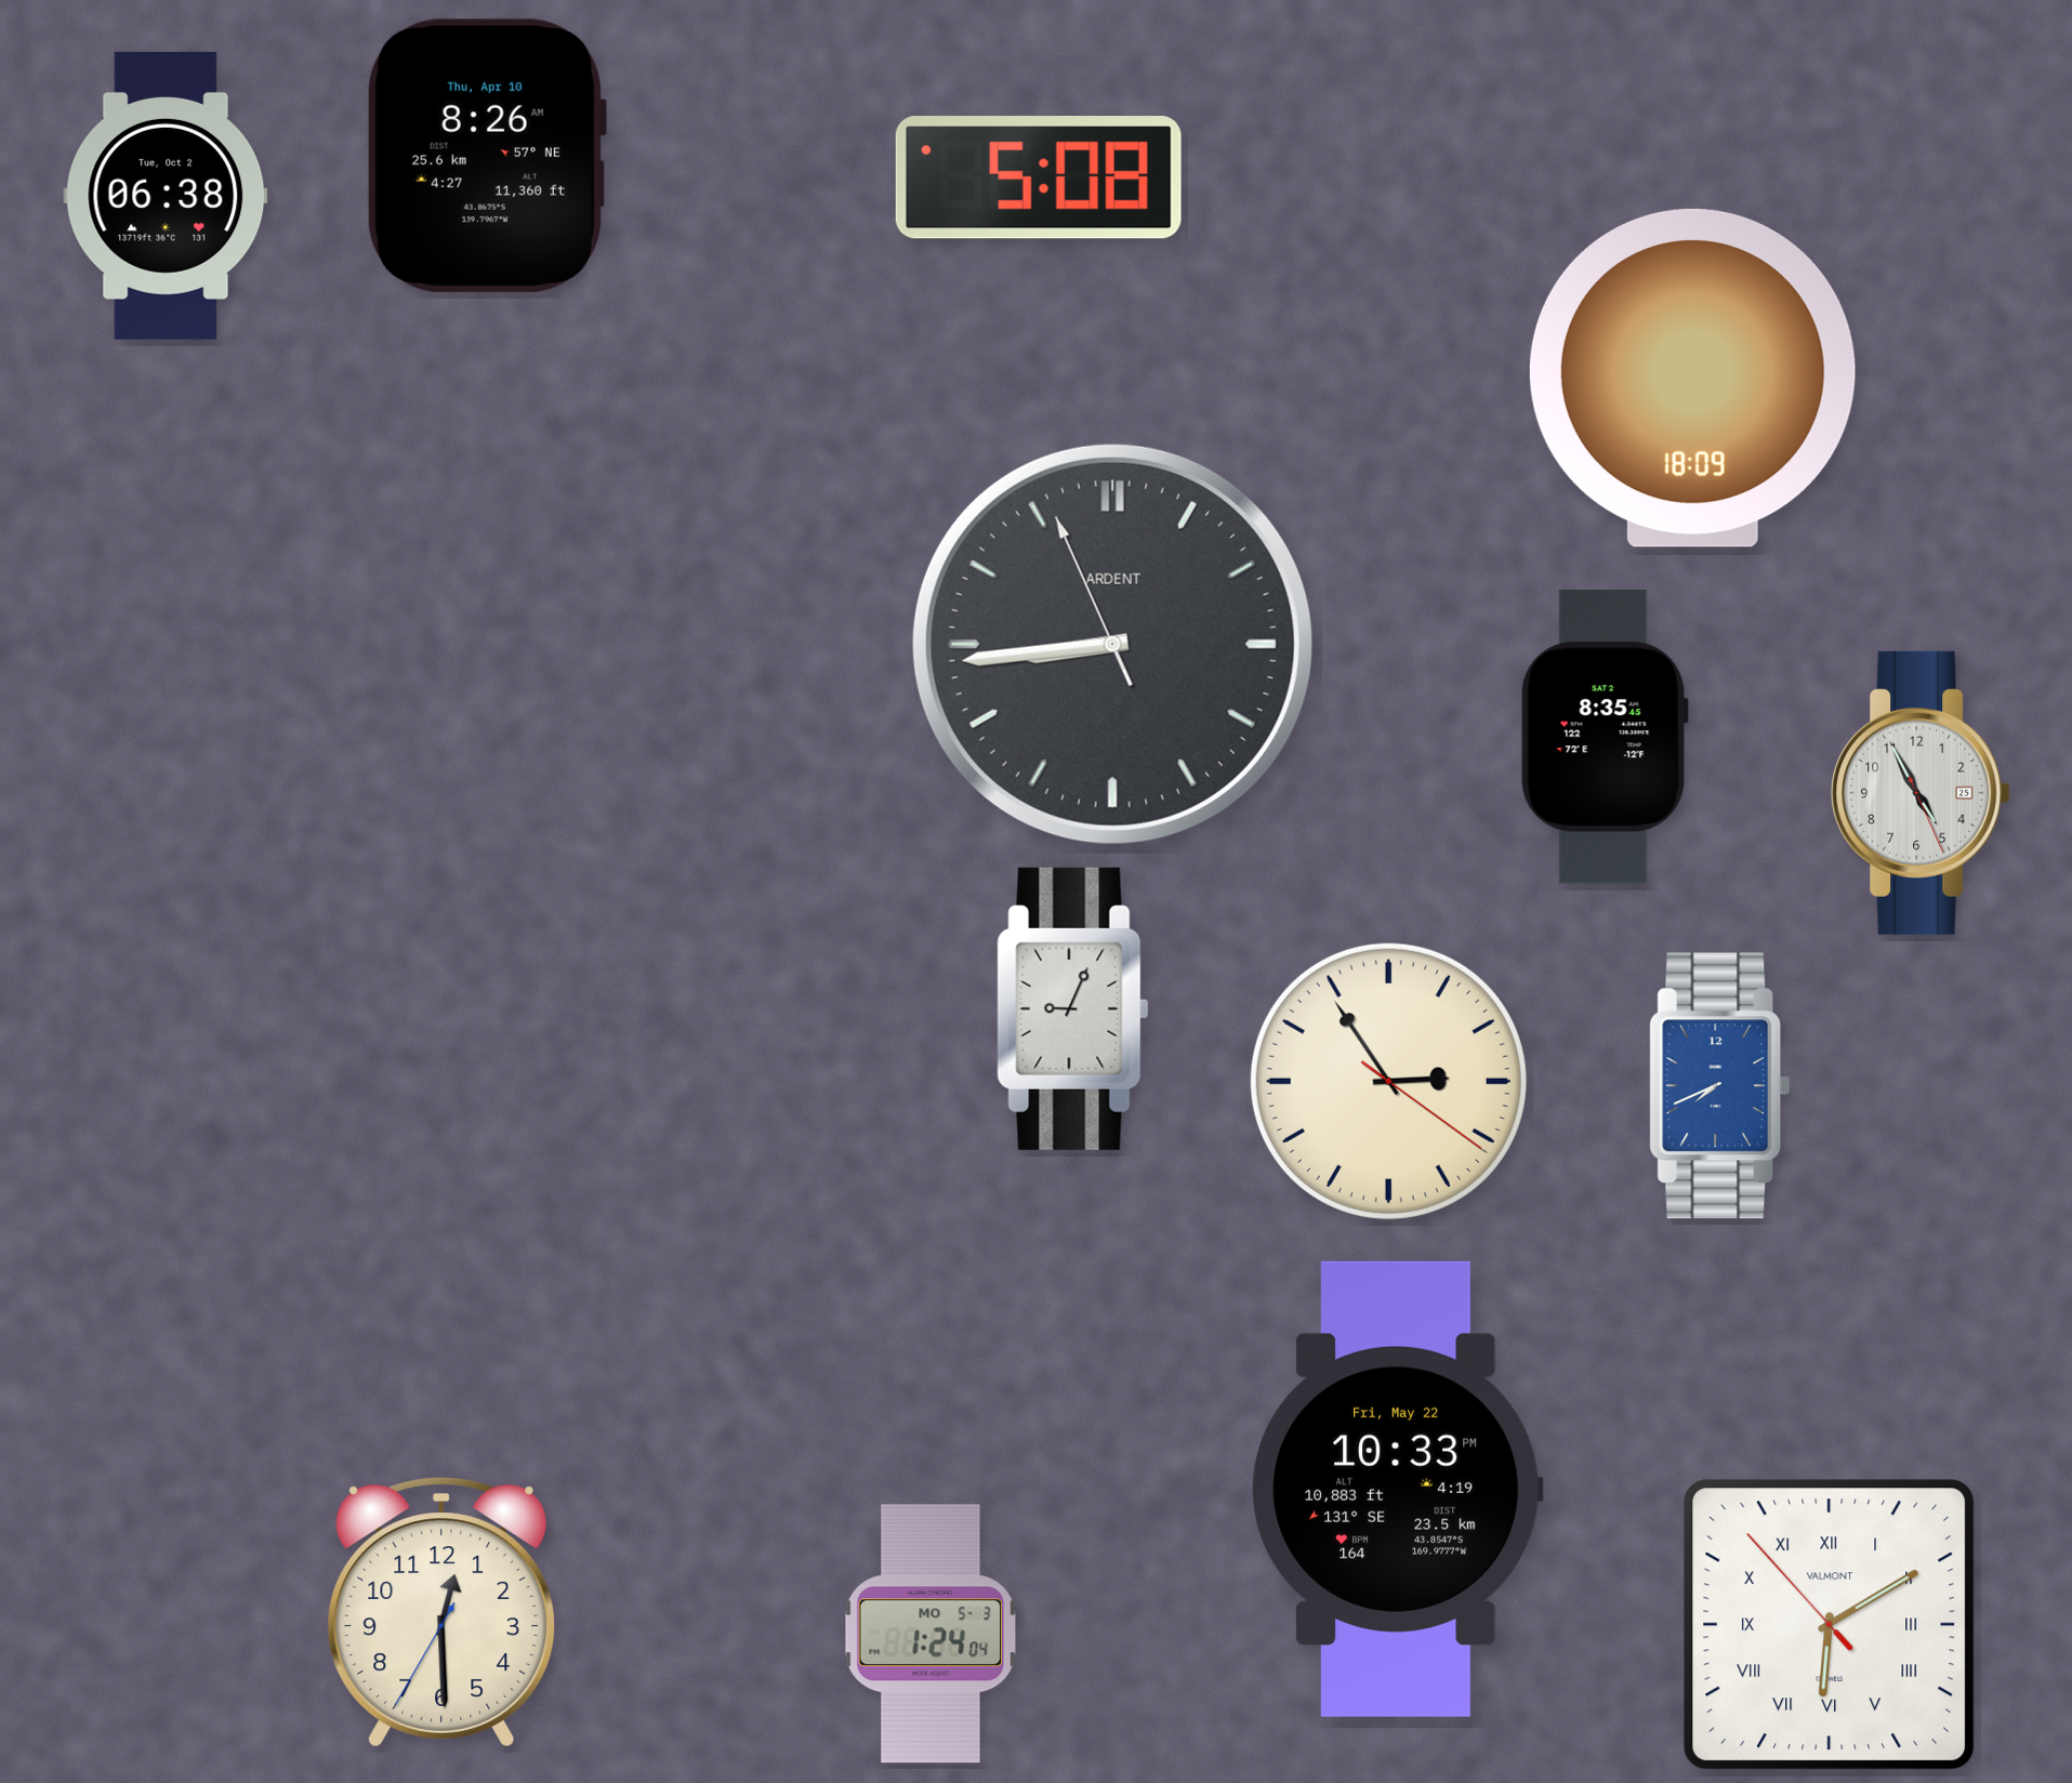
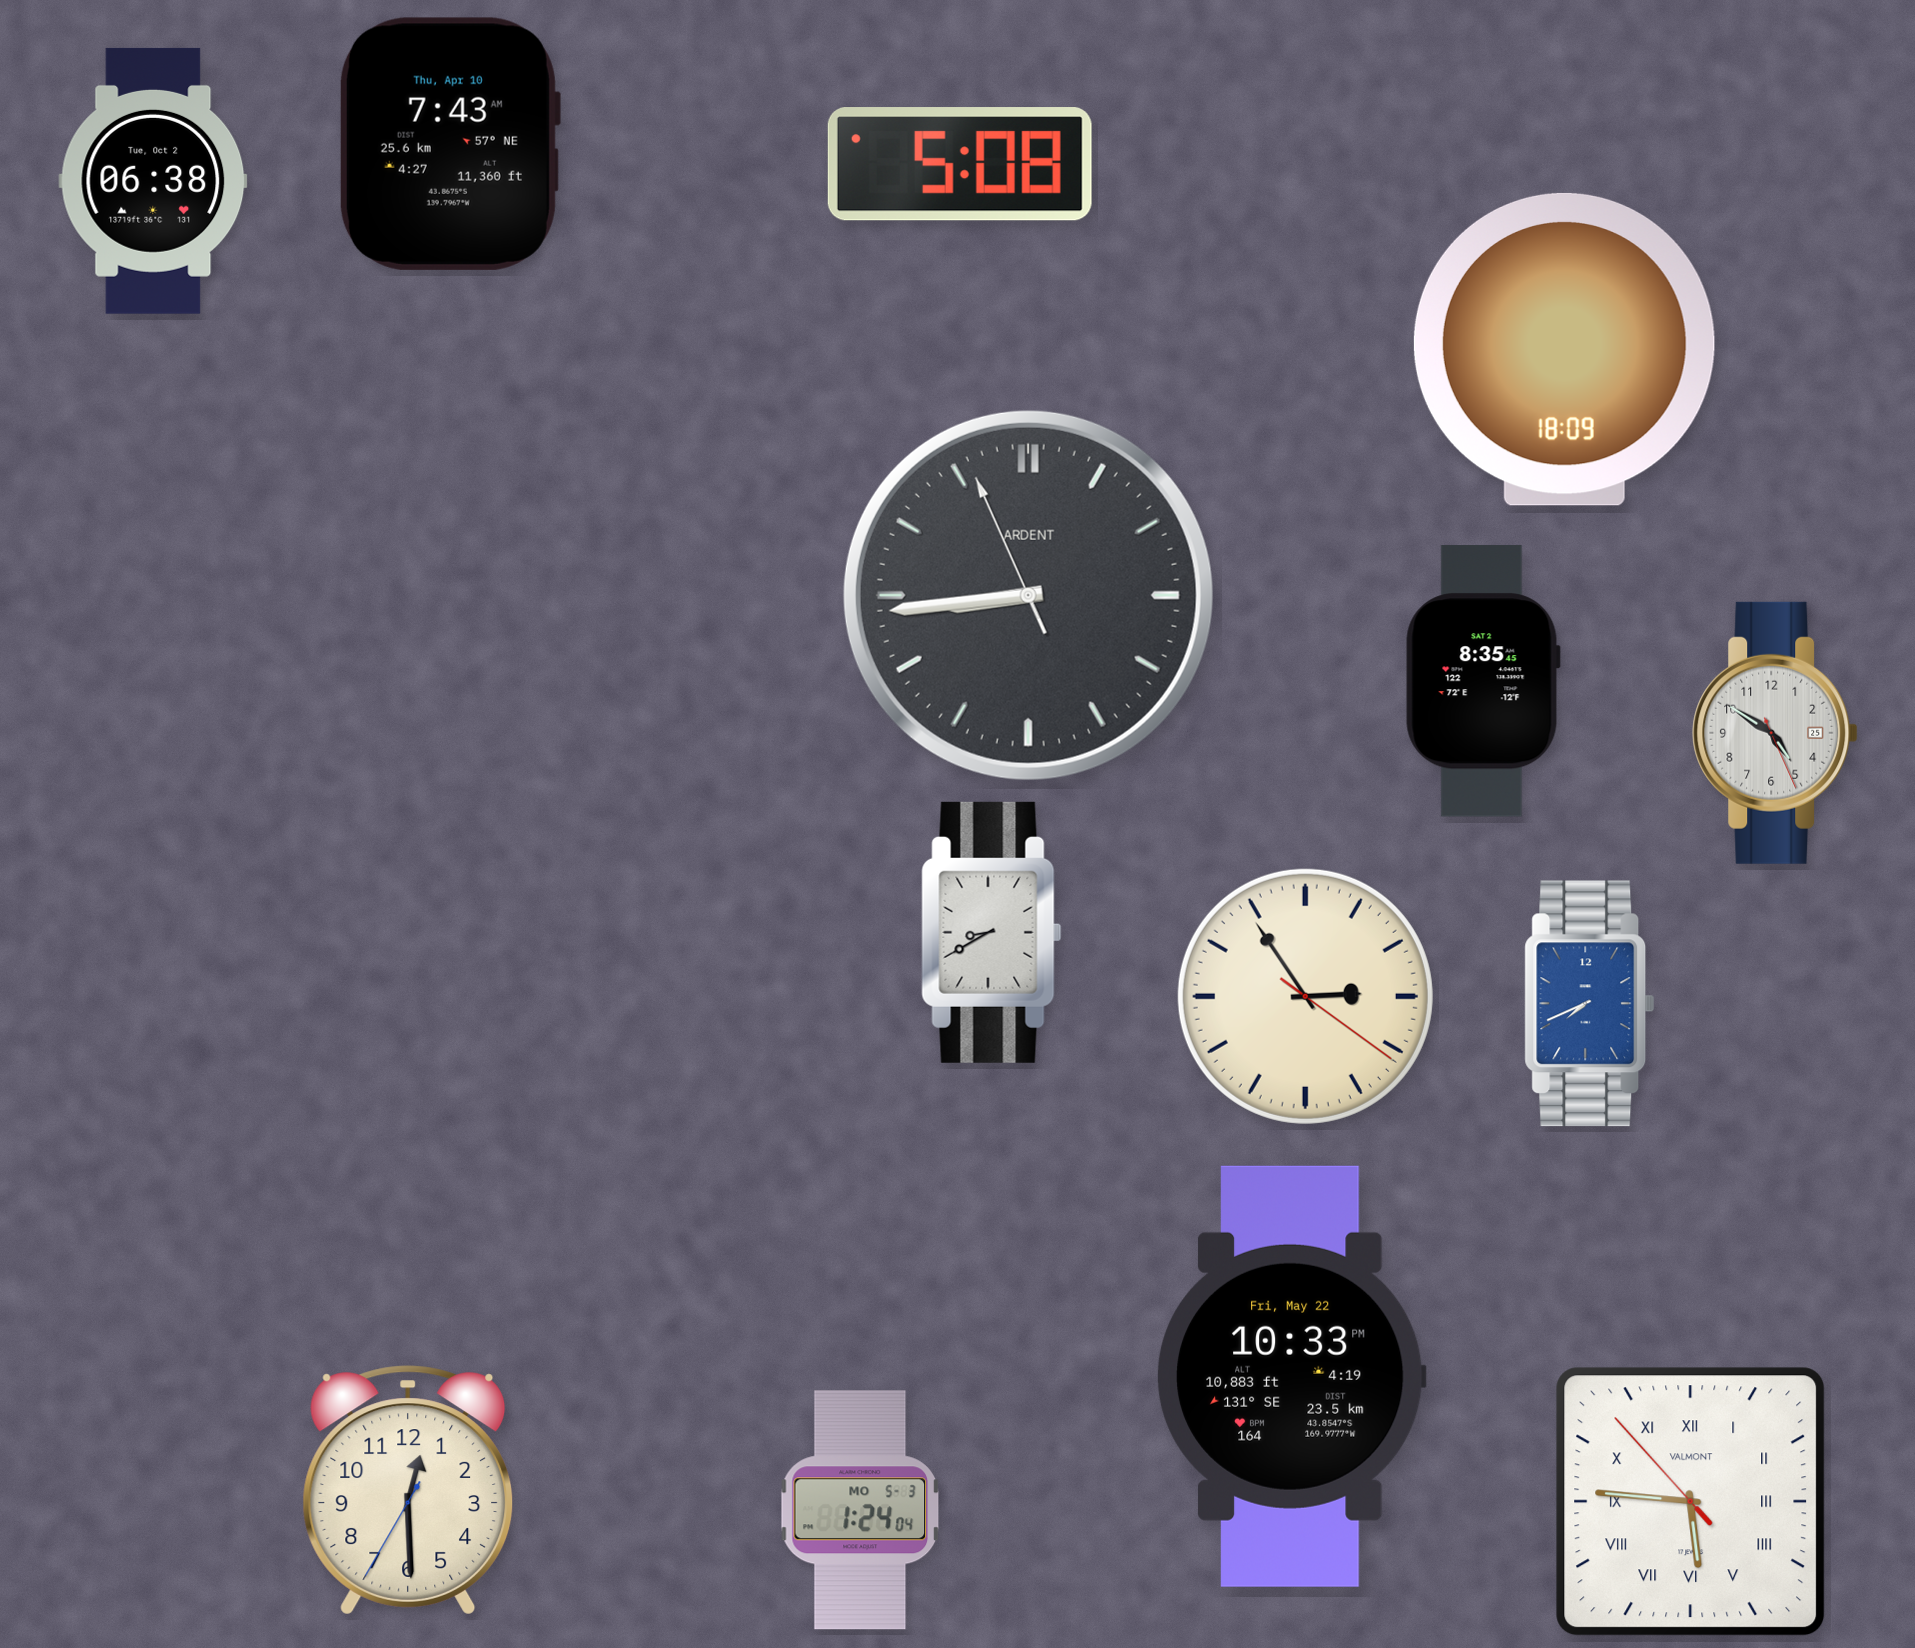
clock at (486, 156): 8:26 -> 7:43
clock at (1921, 793): 4:55 -> 4:50
clock at (1073, 1008): 9:04 -> 8:40
clock at (1388, 1081) position: (1388, 1081) -> (1305, 996)
clock at (1830, 1625): 6:09 -> 5:45
